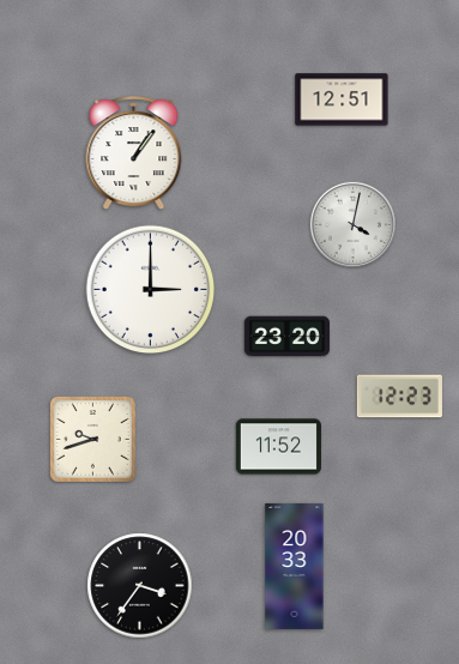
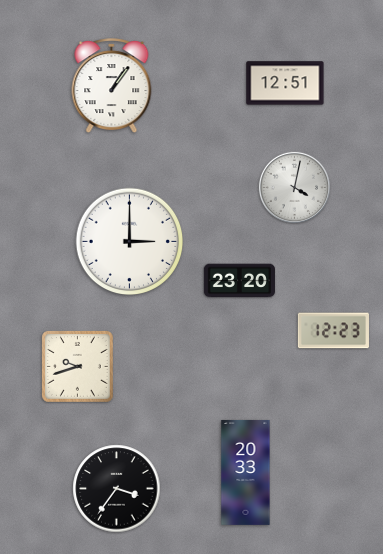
clock at (134, 153) position: (134, 153) -> (112, 86)
clock at (151, 290) position: (151, 290) -> (130, 242)
clock at (278, 447): 11:52 -> none
